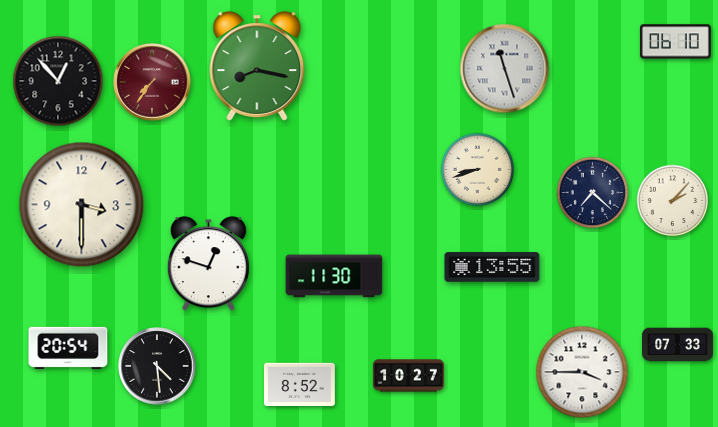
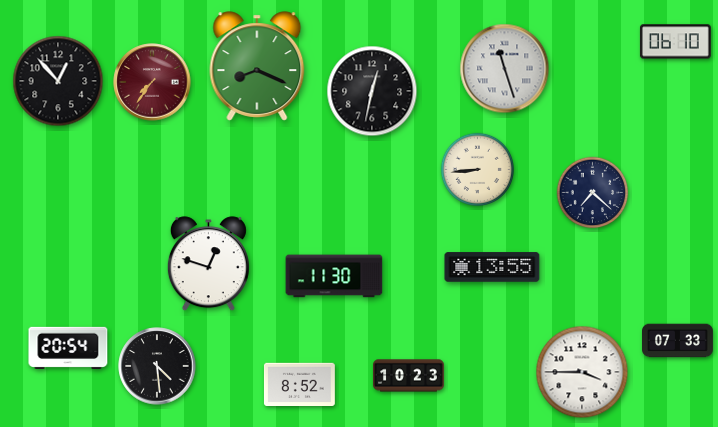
clock at (257, 66): 8:17 -> 8:19
clock at (372, 91): none -> 12:32
clock at (477, 169): 8:42 -> 8:44
clock at (673, 201): 2:07 -> none
clock at (82, 205): 3:30 -> none
clock at (678, 345) position: (678, 345) -> (678, 341)
clock at (409, 376): 10:27 -> 10:23
